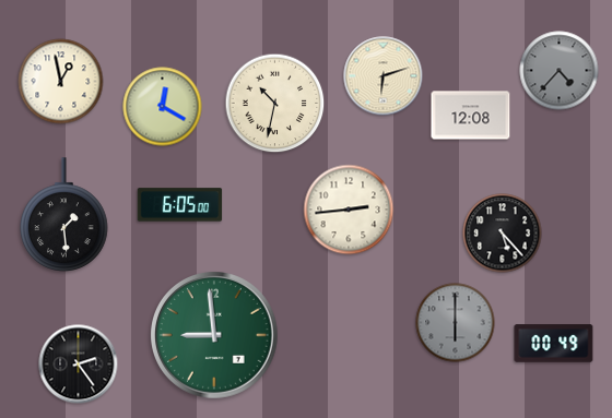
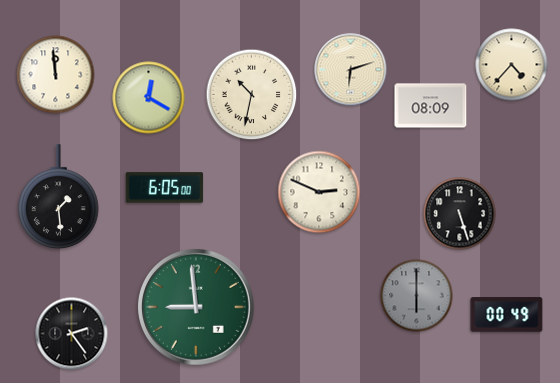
clock at (560, 71) dial: grey -> cream
clock at (61, 82): 12:58 -> 11:59
clock at (471, 116): 12:08 -> 08:09
clock at (349, 210): 2:44 -> 2:49
clock at (503, 234): 5:23 -> 5:27
